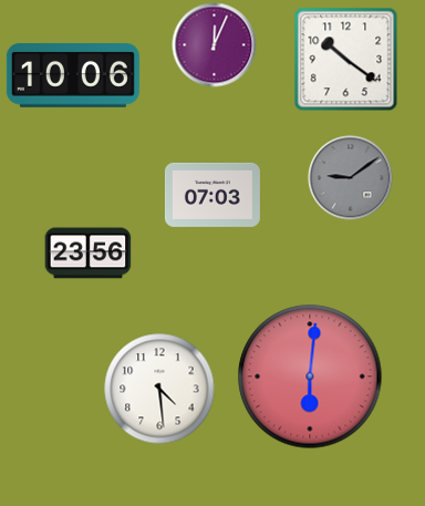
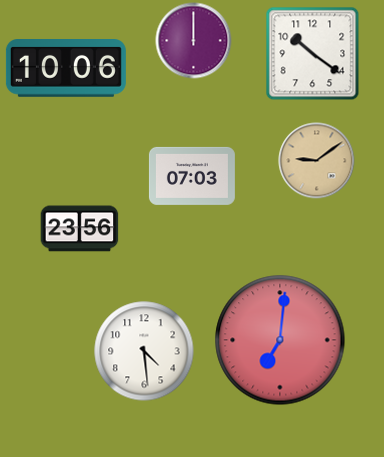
clock at (215, 45): 12:04 -> 12:00
clock at (351, 178) dial: grey -> champagne
clock at (310, 376): 6:01 -> 7:01
